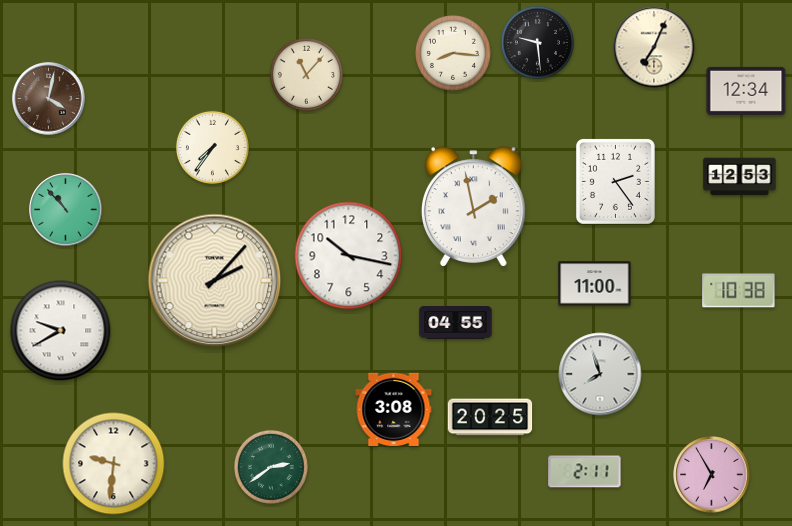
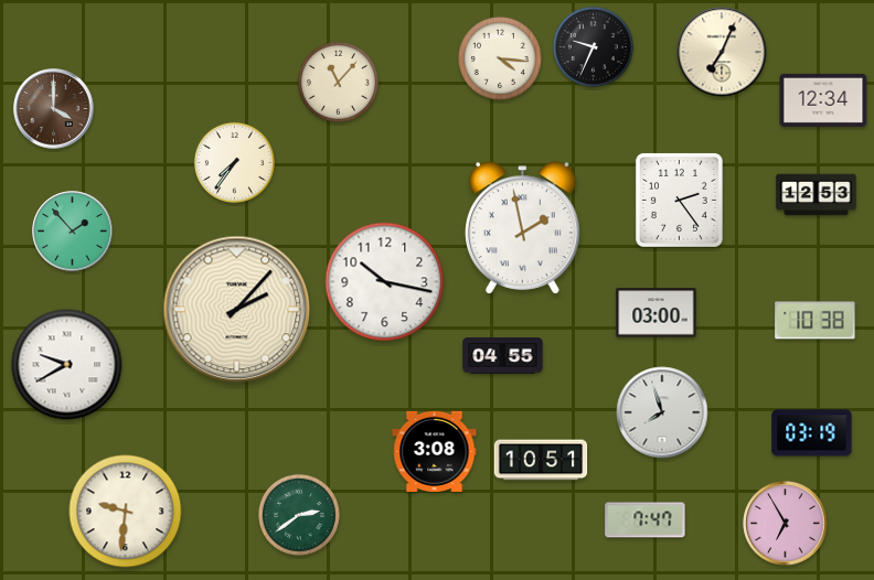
clock at (537, 42): 9:29 -> 9:34
clock at (453, 53): 8:16 -> 4:16
clock at (49, 99): 4:02 -> 4:00
clock at (66, 210): 10:53 -> 1:53
clock at (595, 284): 11:00 -> 03:00
clock at (812, 433): none -> 03:19
clock at (490, 417): 20:25 -> 10:51
clock at (585, 472): 2:11 -> 7:47
